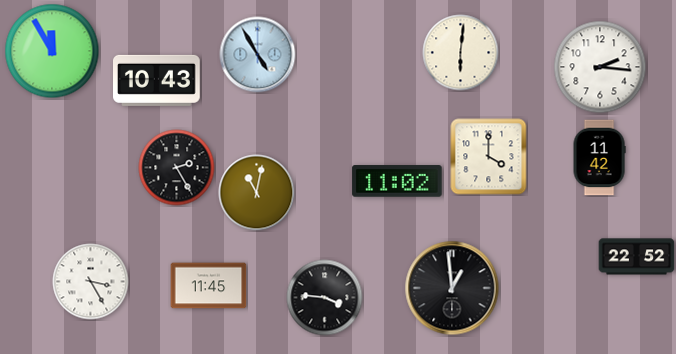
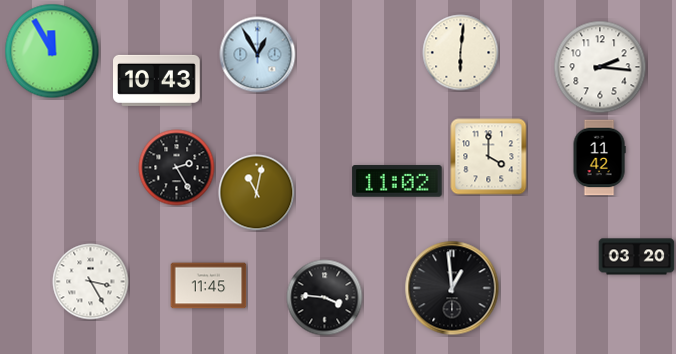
clock at (258, 55): 4:55 -> 12:55
clock at (637, 257): 22:52 -> 03:20
